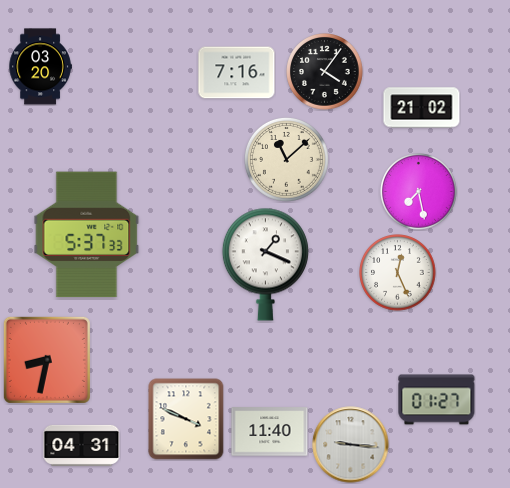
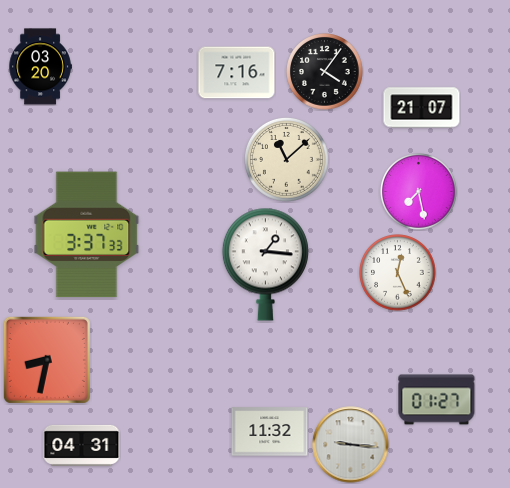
clock at (422, 108): 21:02 -> 21:07
clock at (87, 235): 5:37 -> 3:37
clock at (265, 264): 1:19 -> 1:16
clock at (186, 419): 3:49 -> none
clock at (270, 432): 11:40 -> 11:32
